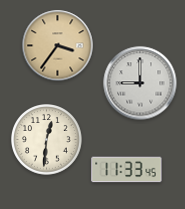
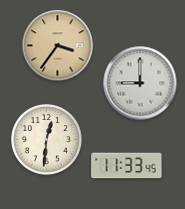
clock at (127, 170) position: (127, 170) -> (127, 166)
